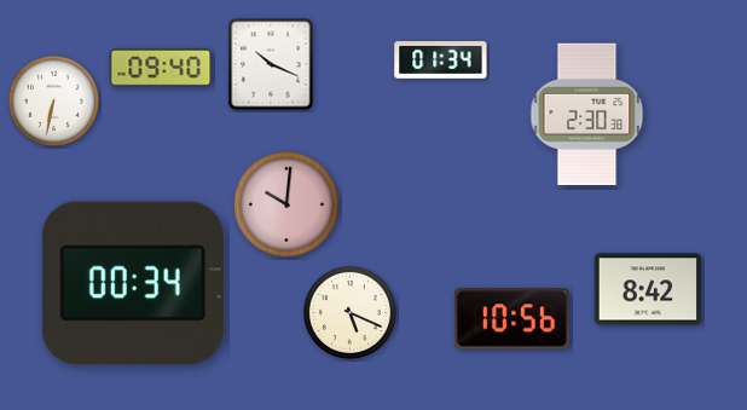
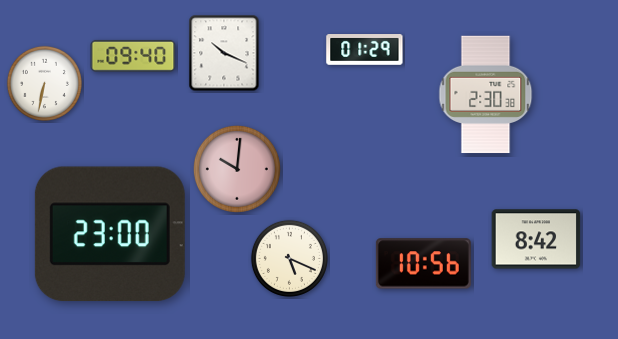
clock at (441, 60): 01:34 -> 01:29
clock at (133, 283): 00:34 -> 23:00
